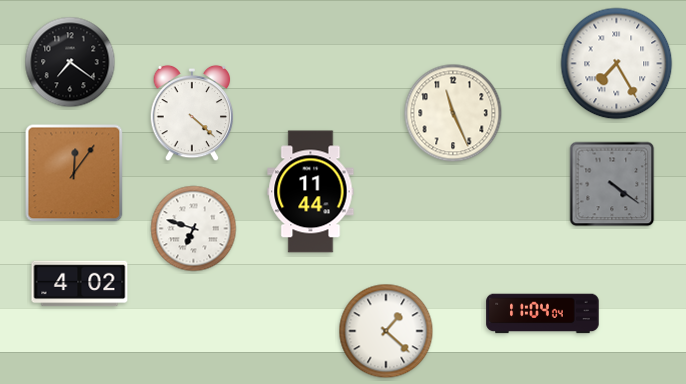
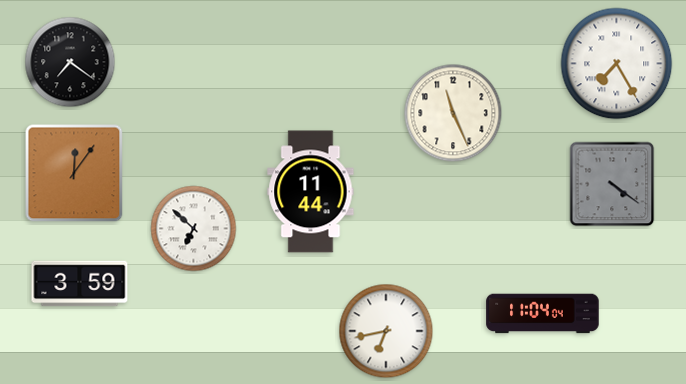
clock at (192, 113): 4:22 -> none
clock at (194, 229): 6:48 -> 6:52
clock at (80, 284): 4:02 -> 3:59
clock at (386, 331): 1:22 -> 6:43
